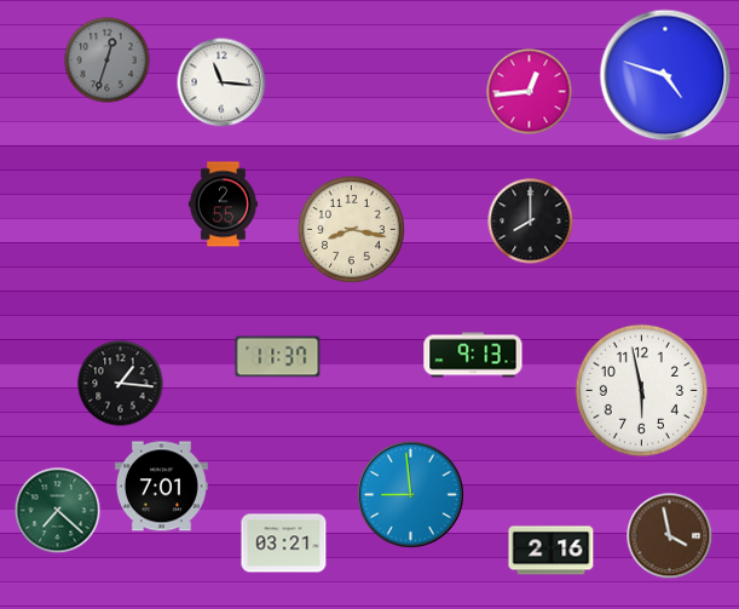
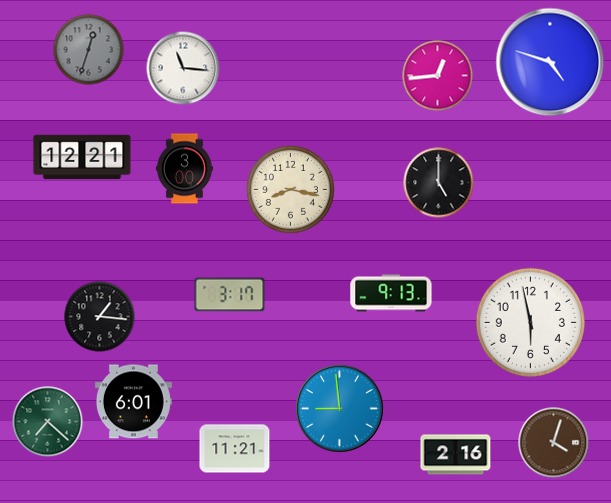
clock at (82, 157): none -> 12:21
clock at (223, 205): 2:55 -> 3:00
clock at (531, 222): 8:00 -> 5:00
clock at (278, 357): 11:37 -> 3:17
clock at (161, 487): 7:01 -> 6:01
clock at (670, 536): 3:58 -> 4:03
clock at (284, 544): 03:21 -> 11:21
